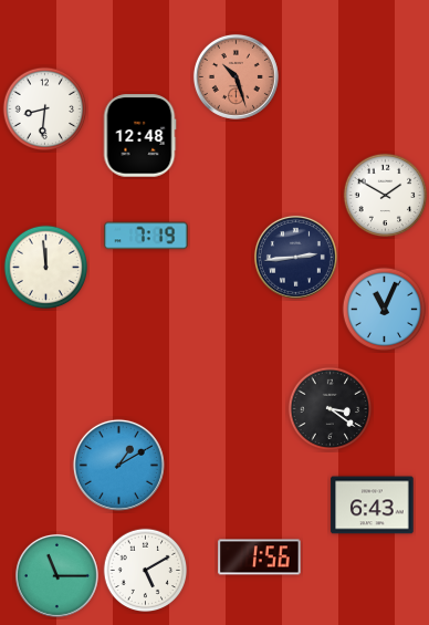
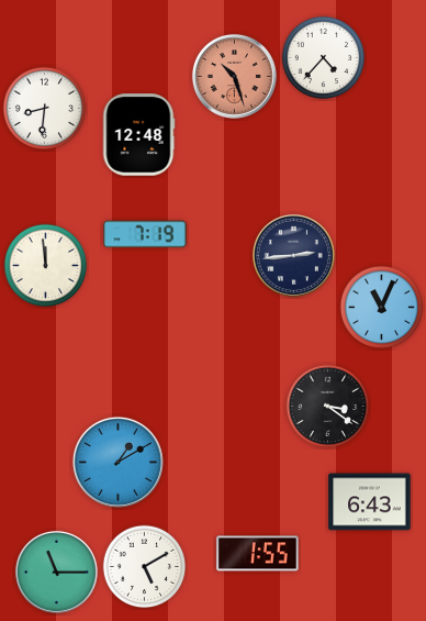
clock at (324, 58): none -> 4:37
clock at (386, 196): 1:50 -> none
clock at (260, 558): 1:56 -> 1:55
